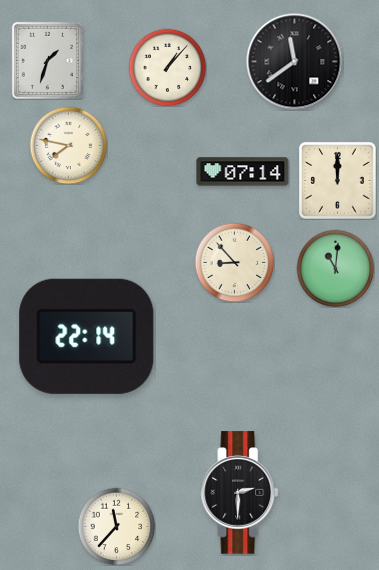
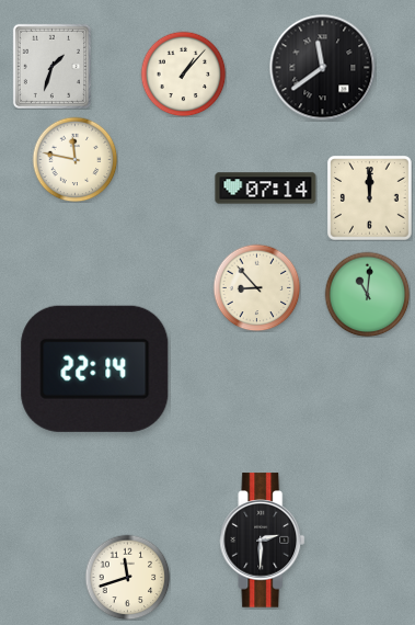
clock at (68, 145): 7:47 -> 11:47
clock at (116, 526): 11:37 -> 11:42
